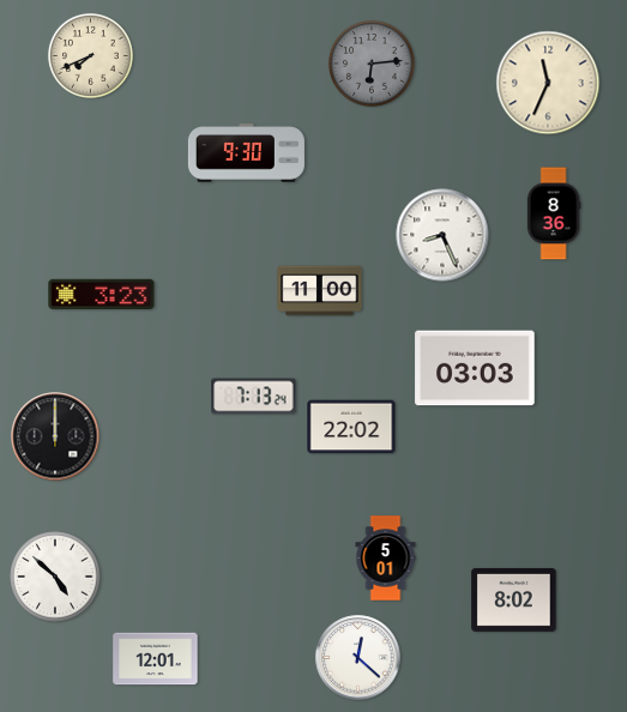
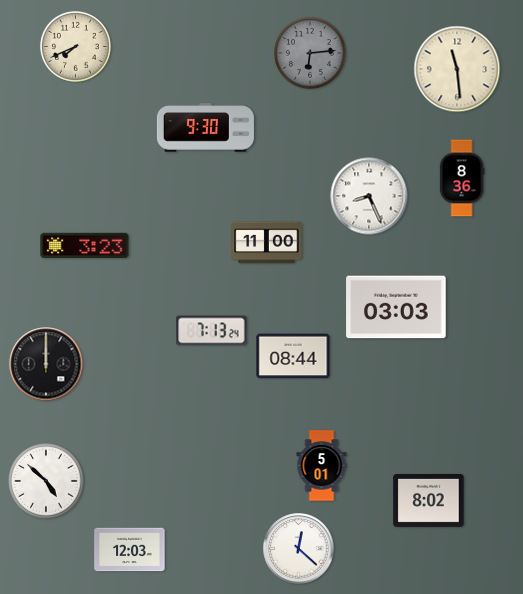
clock at (548, 83): 11:34 -> 11:29
clock at (351, 427): 22:02 -> 08:44
clock at (156, 659): 12:01 -> 12:03
